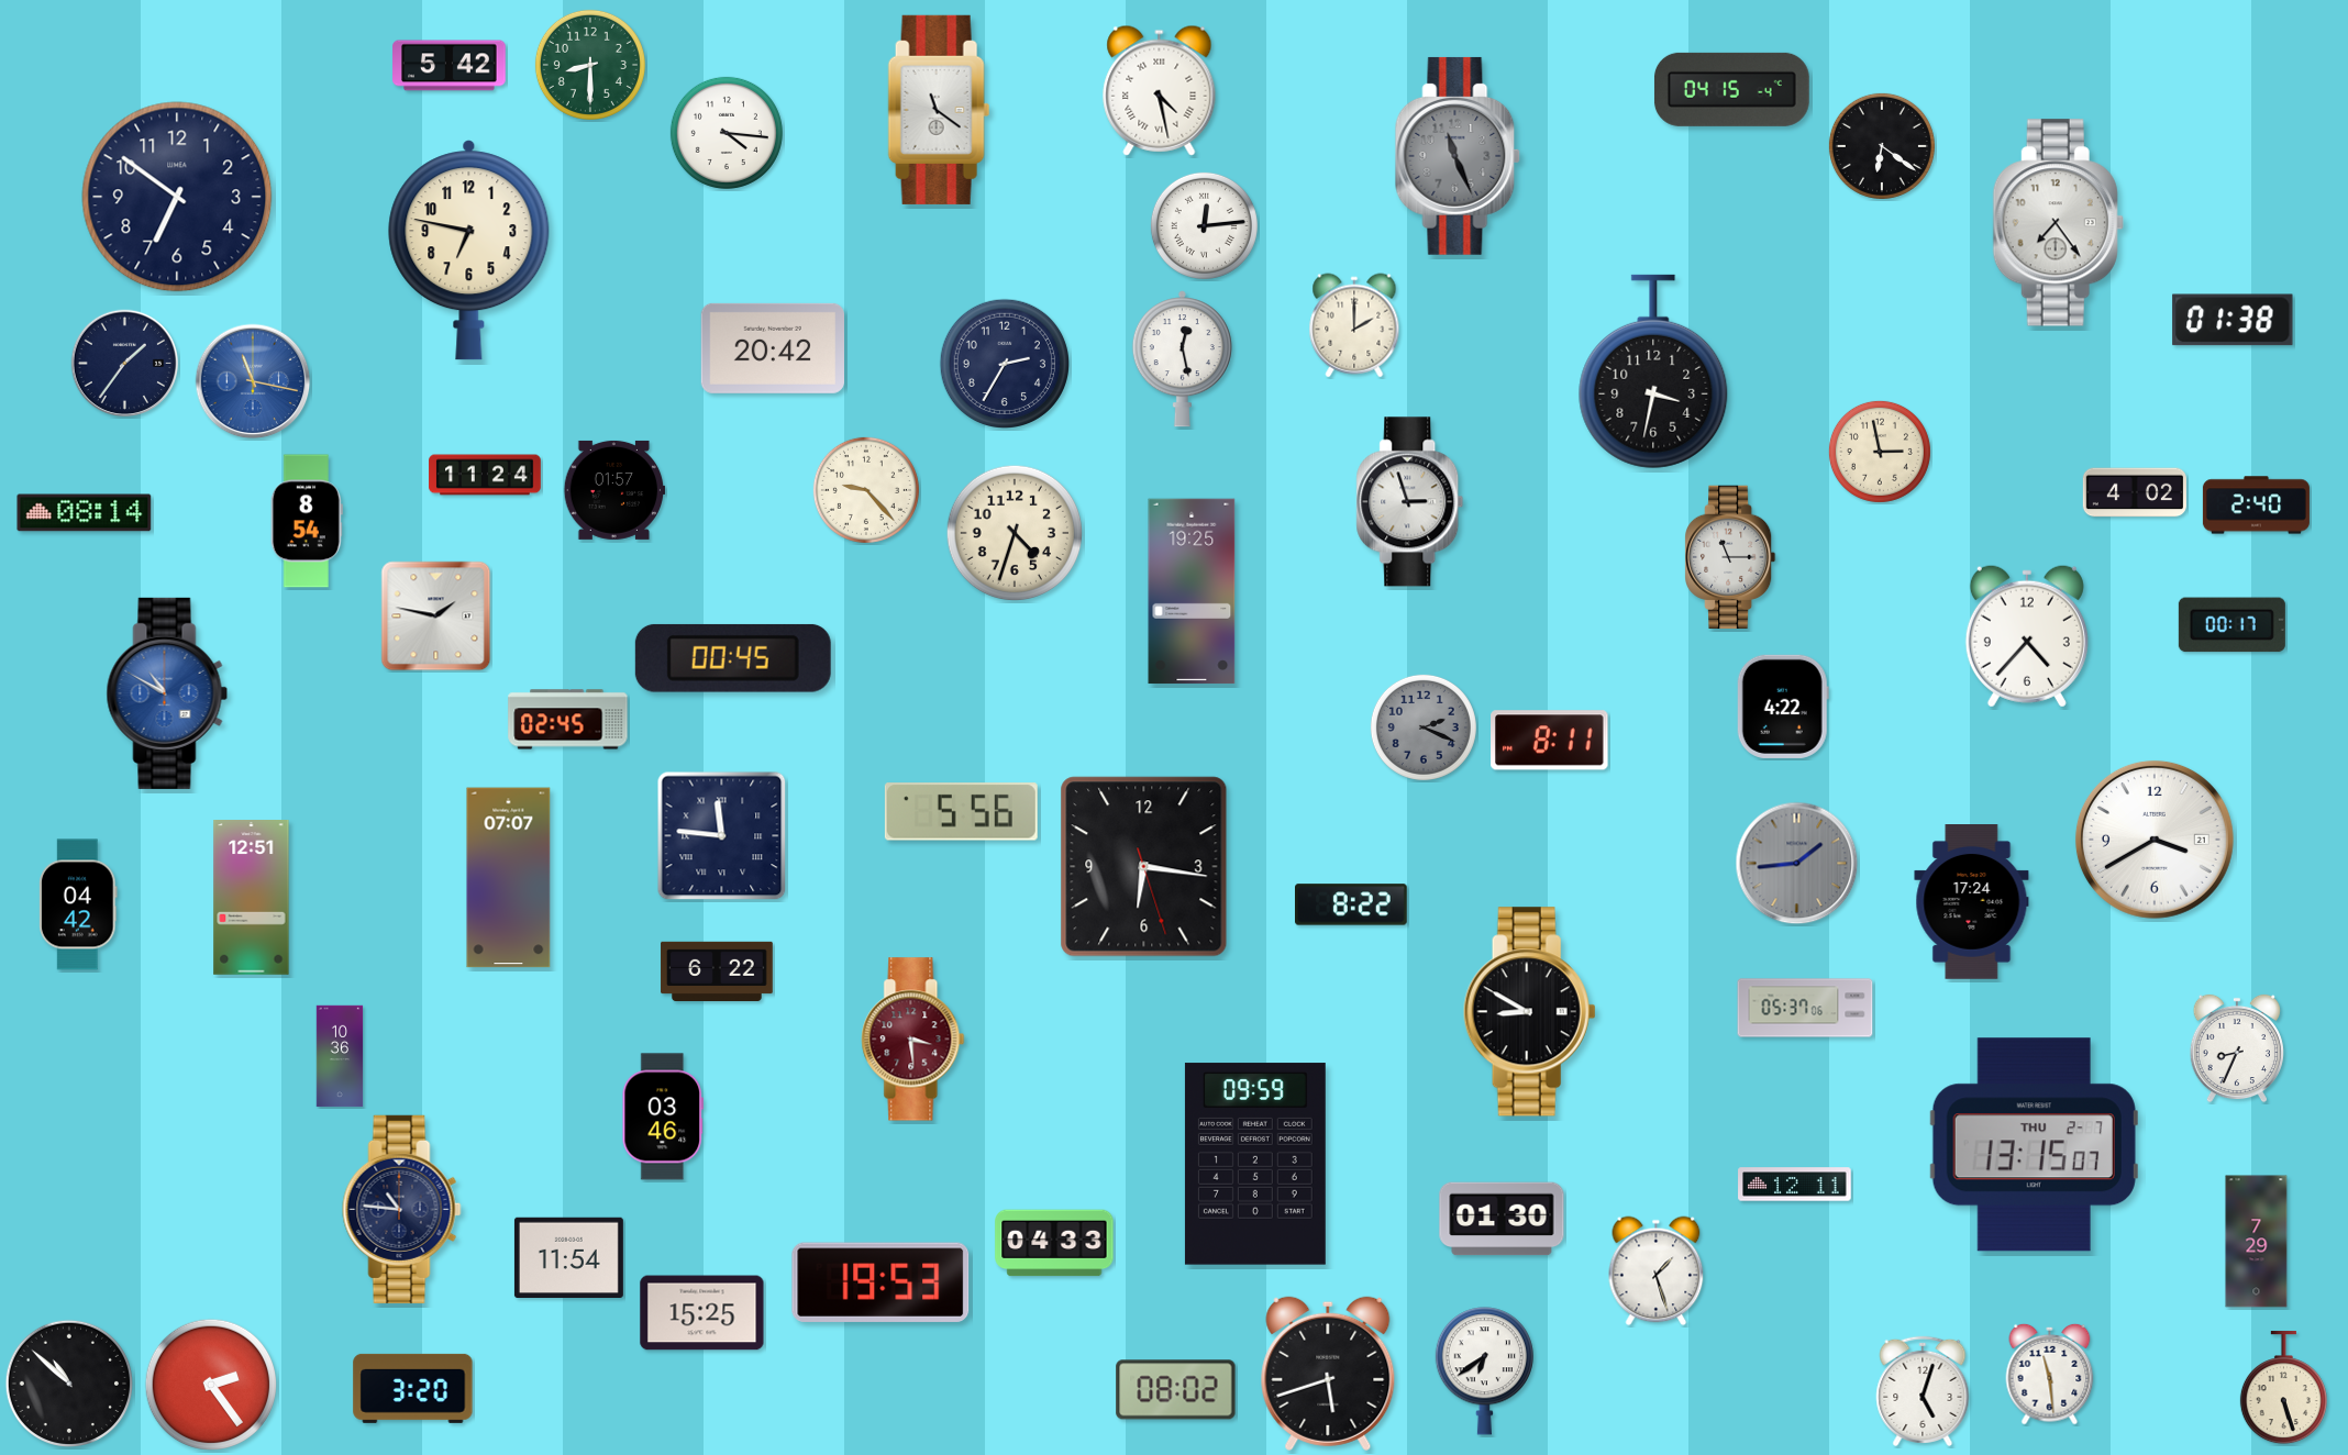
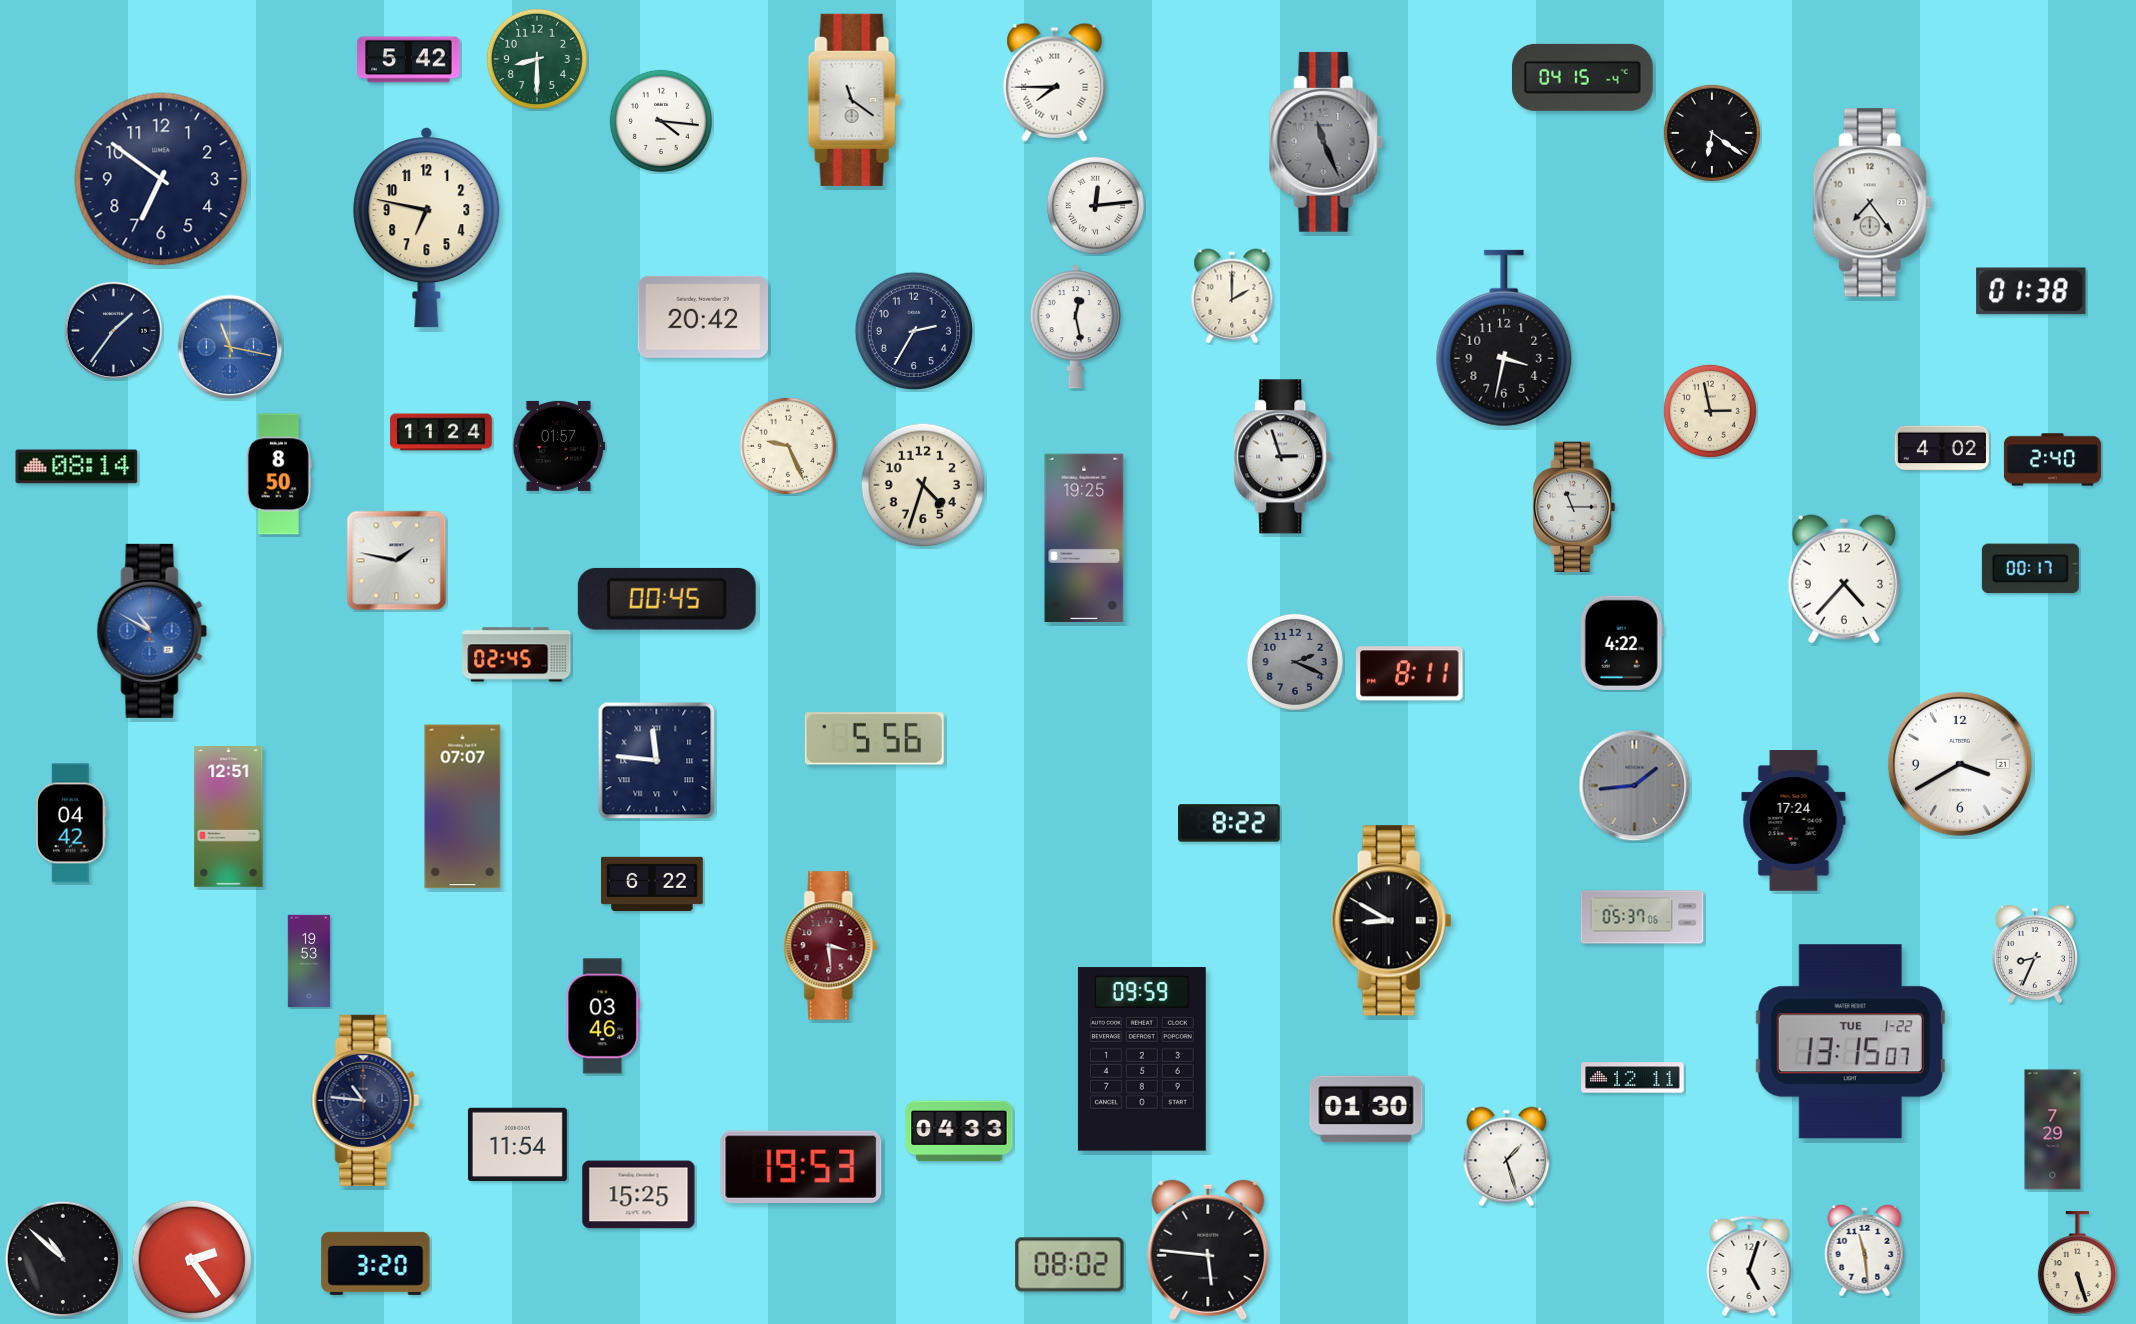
clock at (1731, 89) position: (1731, 89) -> (1582, 77)
clock at (1160, 90): 4:28 -> 7:45
clock at (866, 490): 9:23 -> 9:26
clock at (307, 521): 8:54 -> 8:50
clock at (1144, 867): 6:16 -> none
clock at (509, 878) position: (509, 878) -> (463, 807)
clock at (340, 1056): 10:36 -> 19:53
clock at (2034, 1145) date: THU 2-7 -> TUE 1-22
clock at (1484, 1371): 6:39 -> none
clock at (1328, 1374): 5:42 -> 5:46
